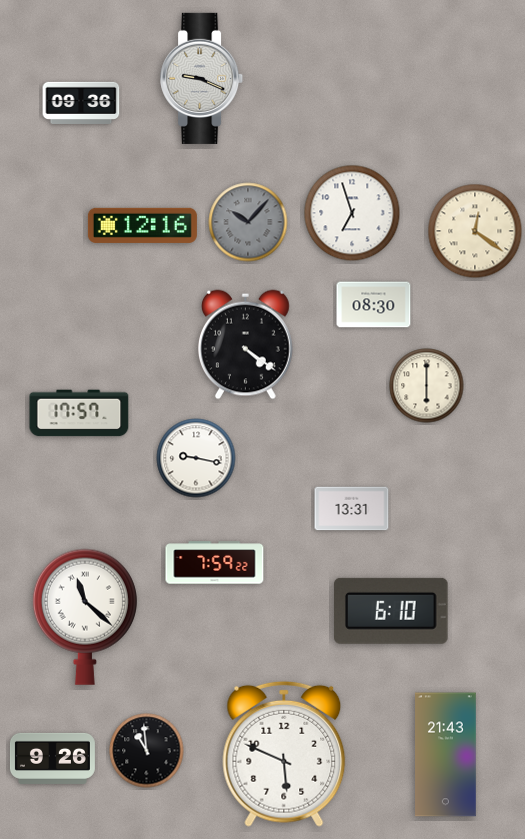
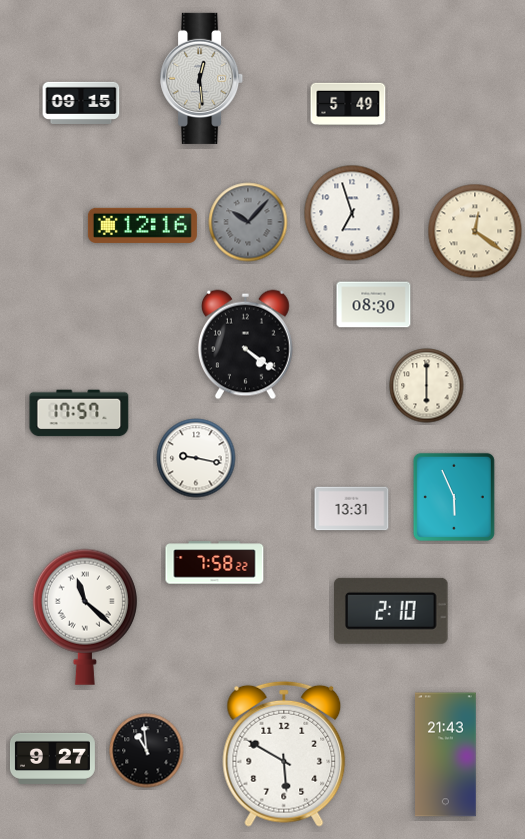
clock at (202, 78): 9:19 -> 12:29
clock at (81, 103): 09:36 -> 09:15
clock at (348, 104): none -> 5:49
clock at (454, 497): none -> 5:56
clock at (215, 563): 7:59 -> 7:58
clock at (391, 611): 6:10 -> 2:10
clock at (284, 754): 5:49 -> 5:50
clock at (52, 758): 9:26 -> 9:27
